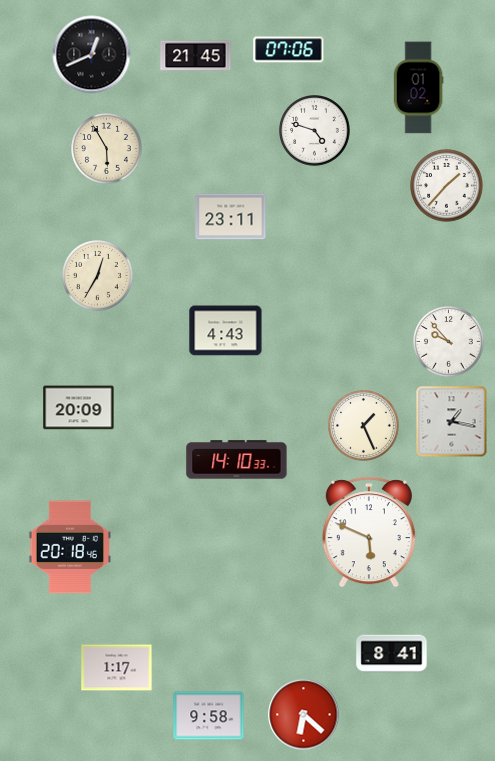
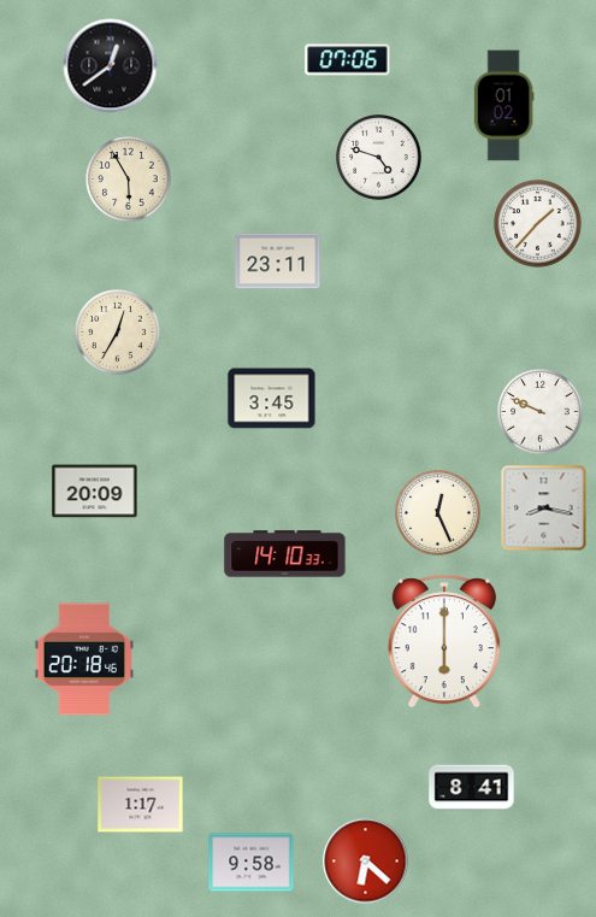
clock at (92, 55): 12:41 -> 12:39
clock at (196, 56): 21:45 -> none
clock at (226, 331): 4:43 -> 3:45
clock at (449, 342): 9:53 -> 9:49
clock at (452, 422): 1:17 -> 8:17
clock at (364, 426): 1:26 -> 12:26
clock at (369, 532): 5:49 -> 6:00
